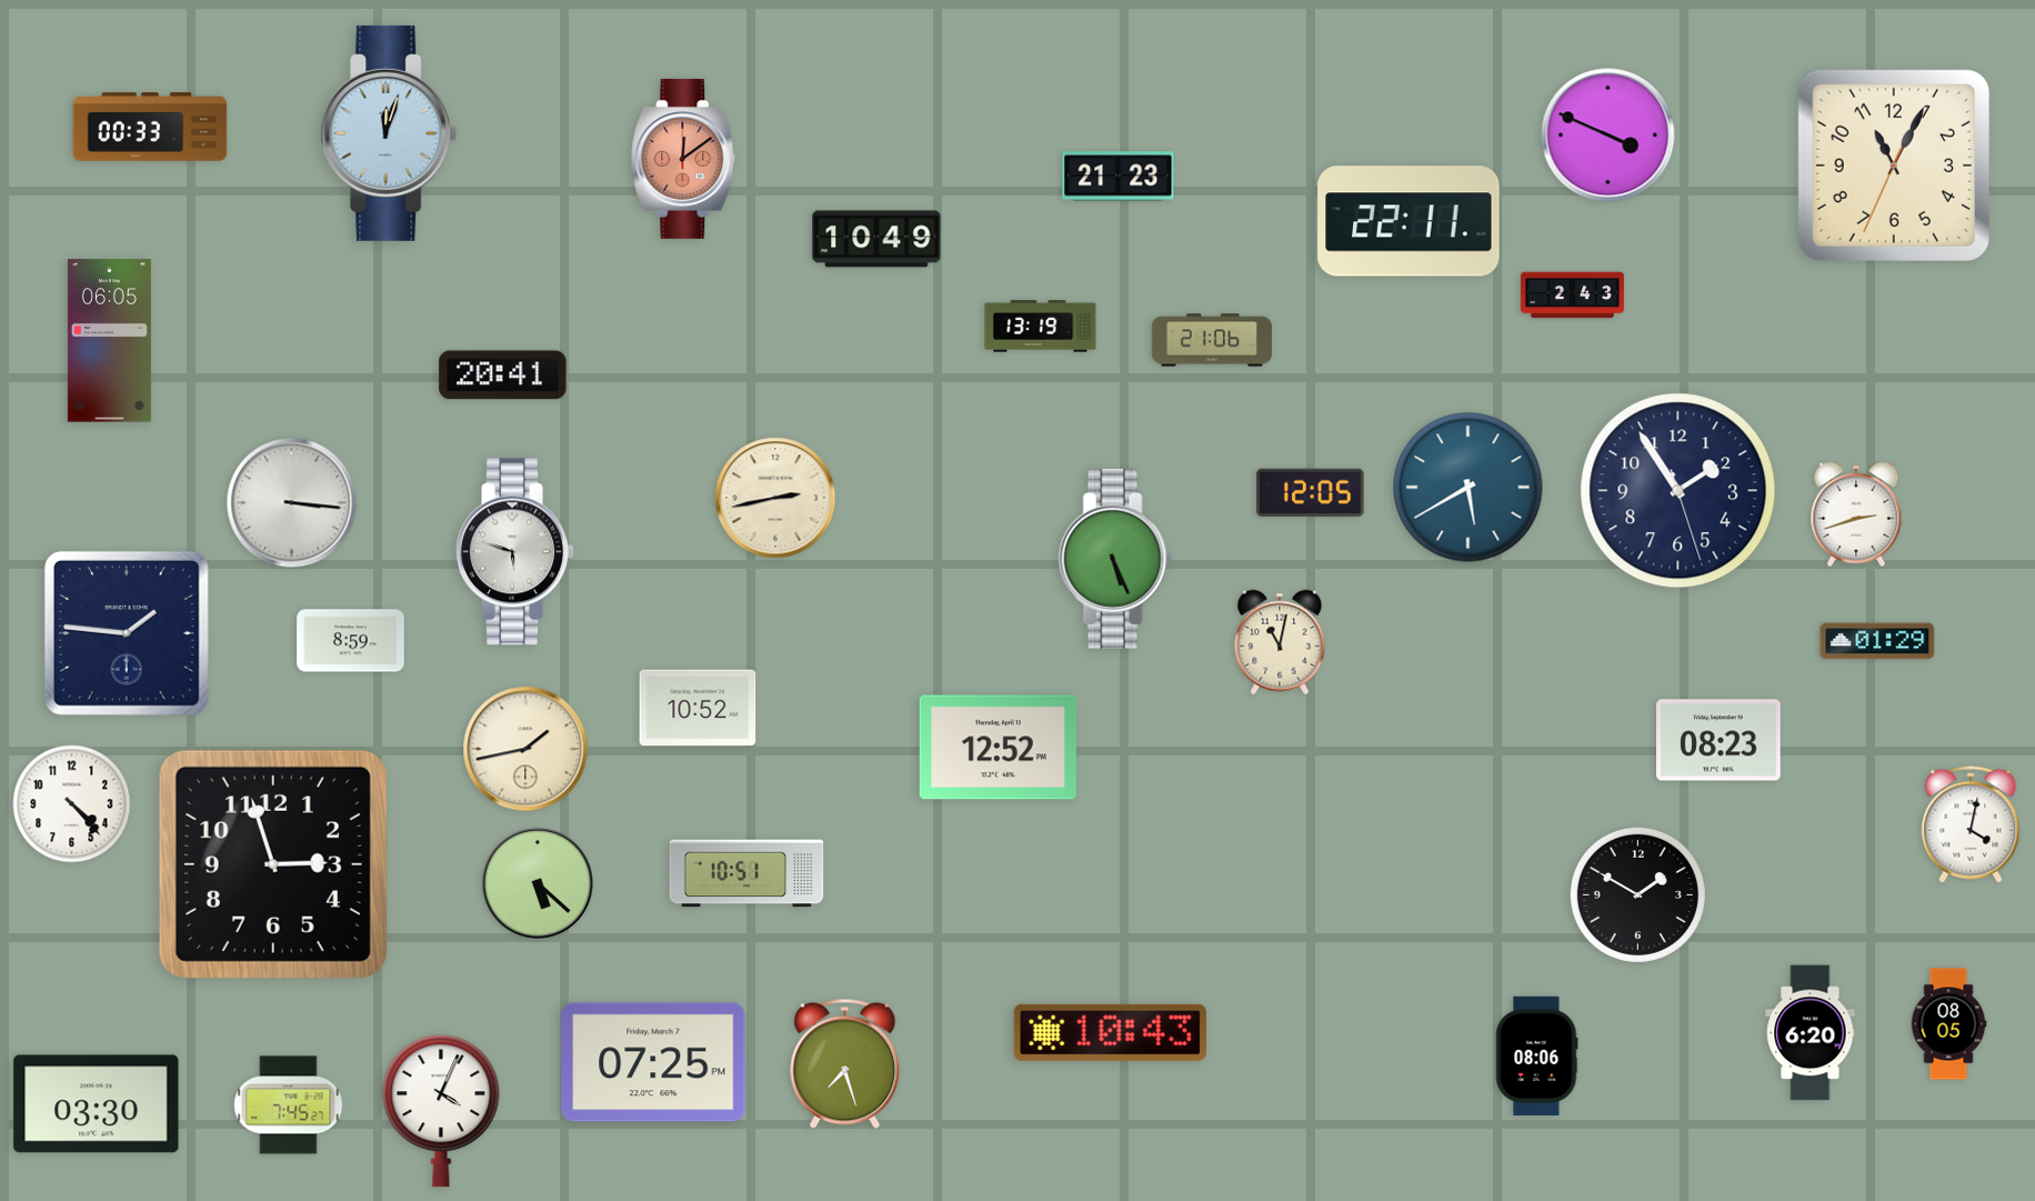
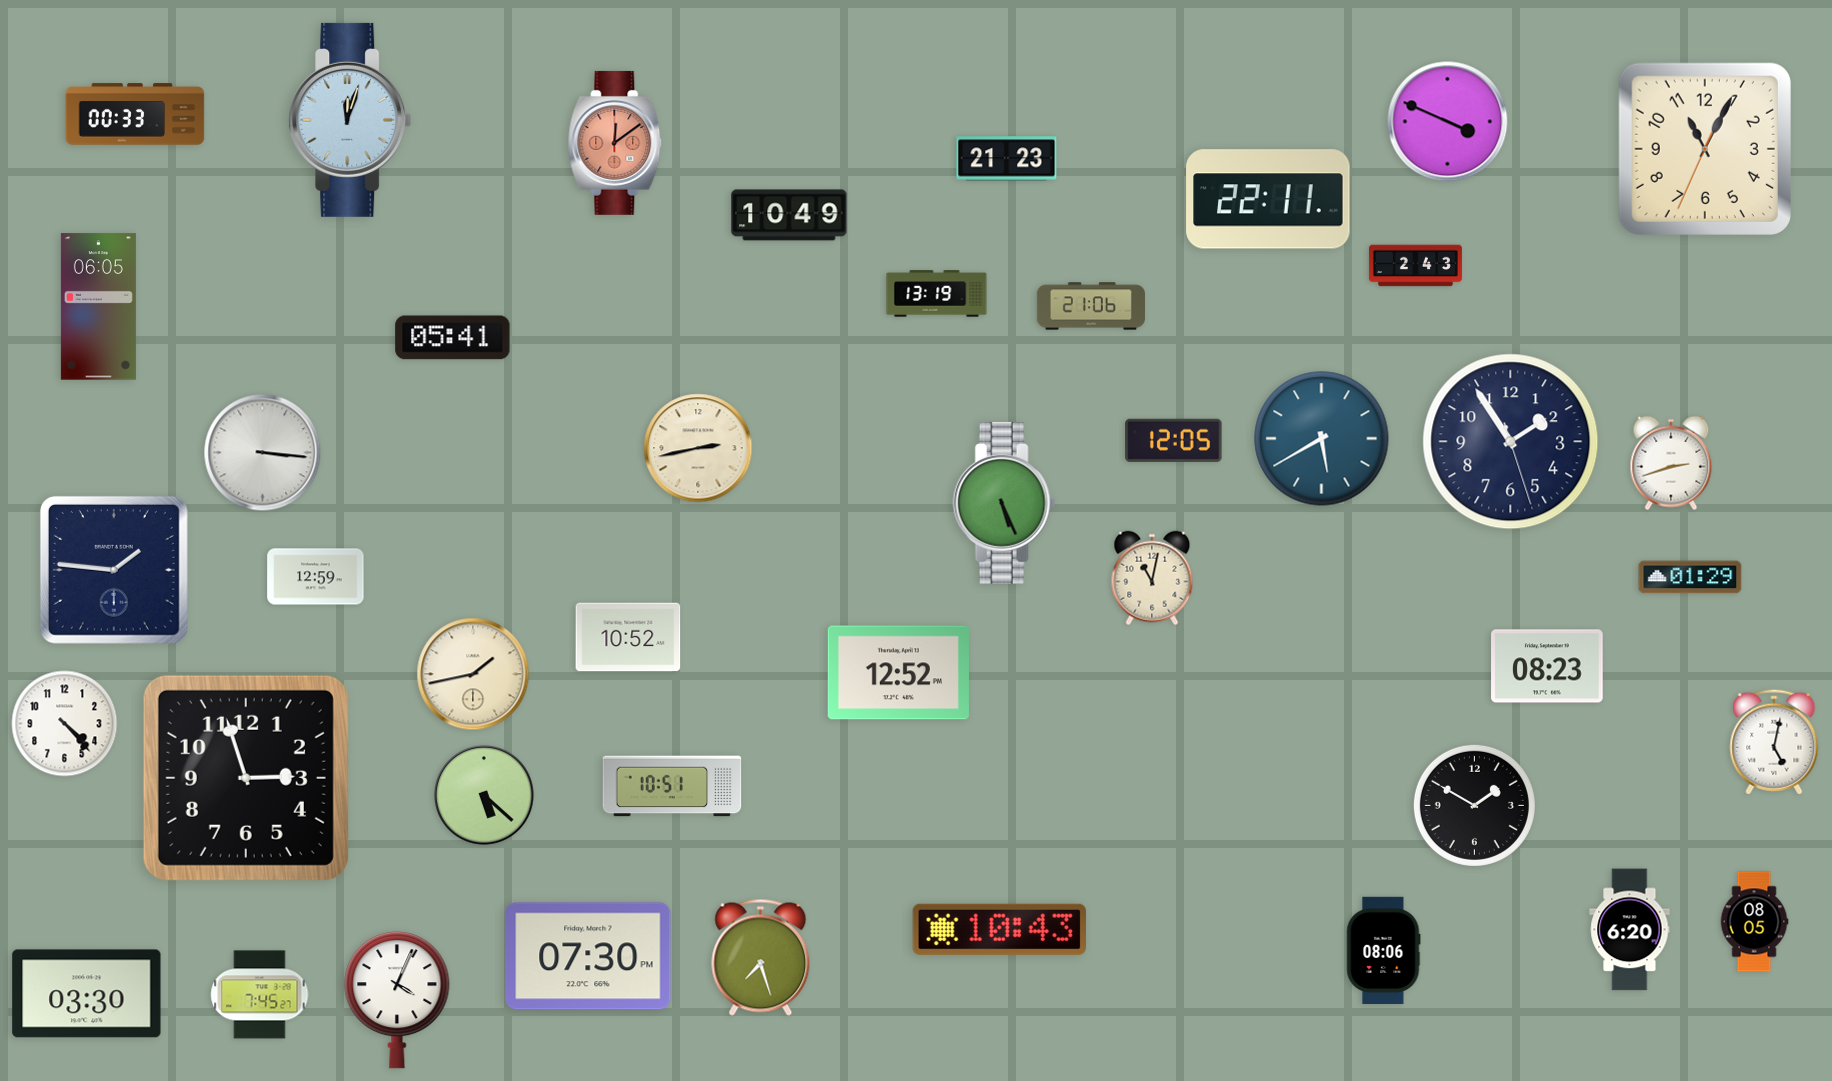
clock at (503, 376): 20:41 -> 05:41
clock at (1311, 492) position: (1311, 492) -> (1174, 440)
clock at (515, 552): 5:48 -> none
clock at (351, 641): 8:59 -> 12:59
clock at (1971, 824): 4:02 -> 5:02
clock at (653, 1062): 07:25 -> 07:30
